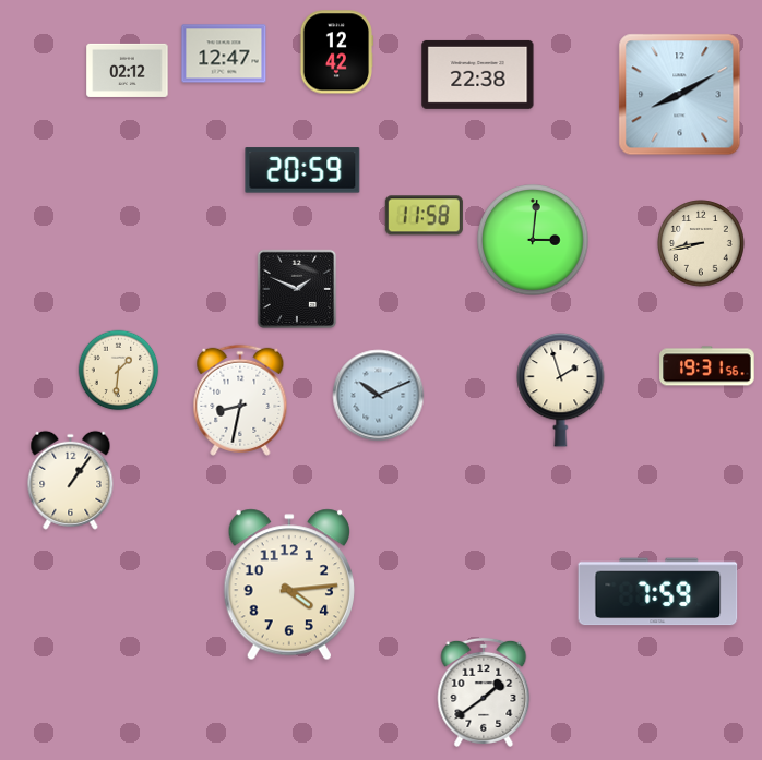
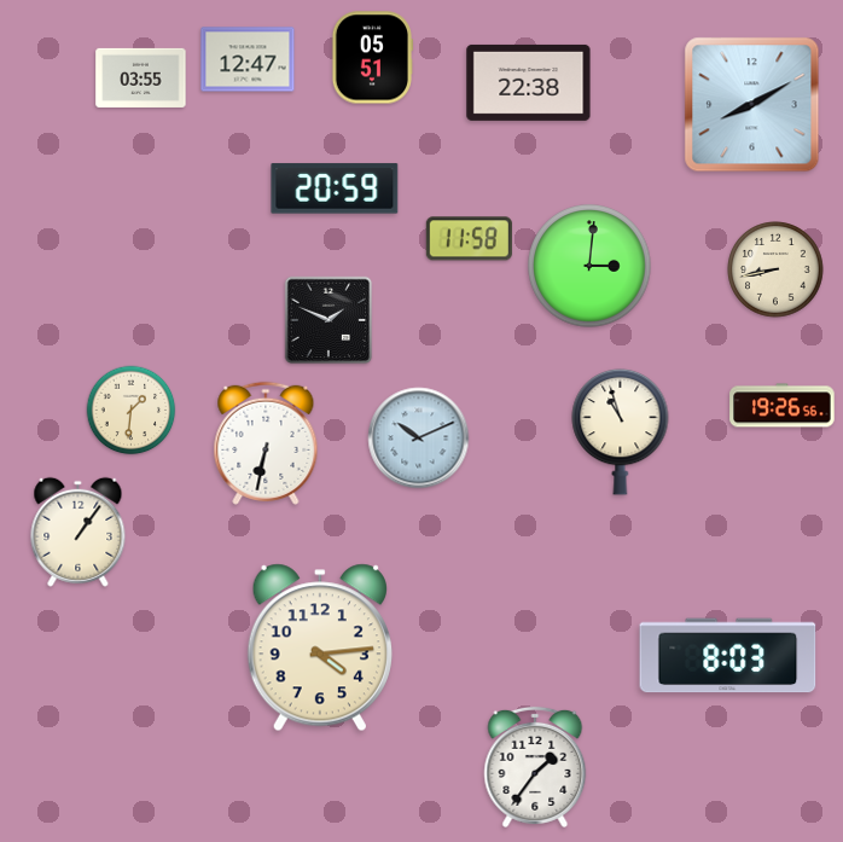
clock at (336, 52): 12:42 -> 05:51
clock at (128, 70): 02:12 -> 03:55
clock at (707, 366): 19:31 -> 19:26
clock at (561, 389): 1:57 -> 10:57
clock at (240, 400): 8:32 -> 6:32
clock at (658, 592): 7:59 -> 8:03
clock at (484, 692): 1:39 -> 1:36
